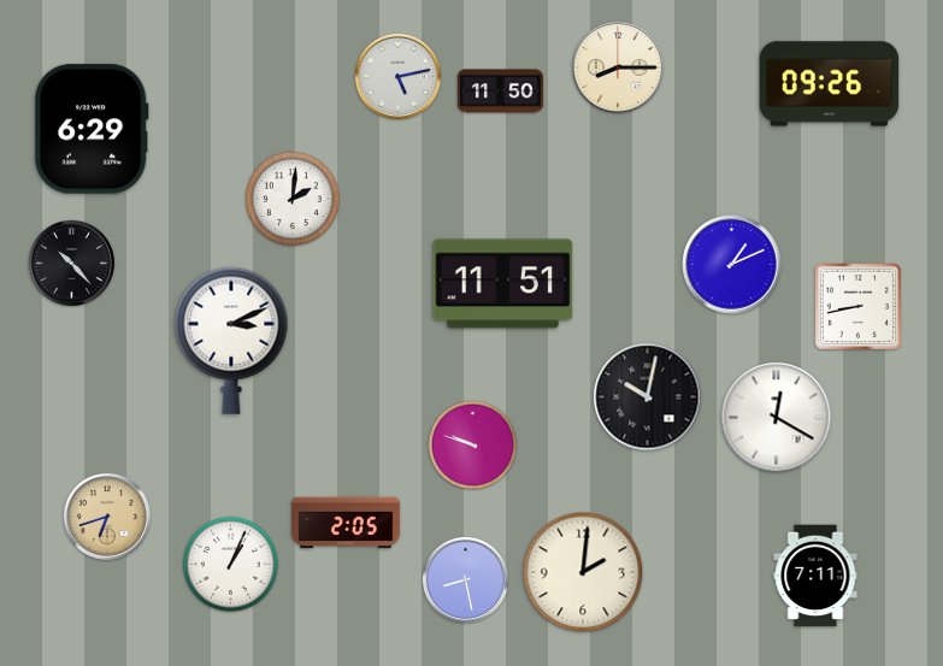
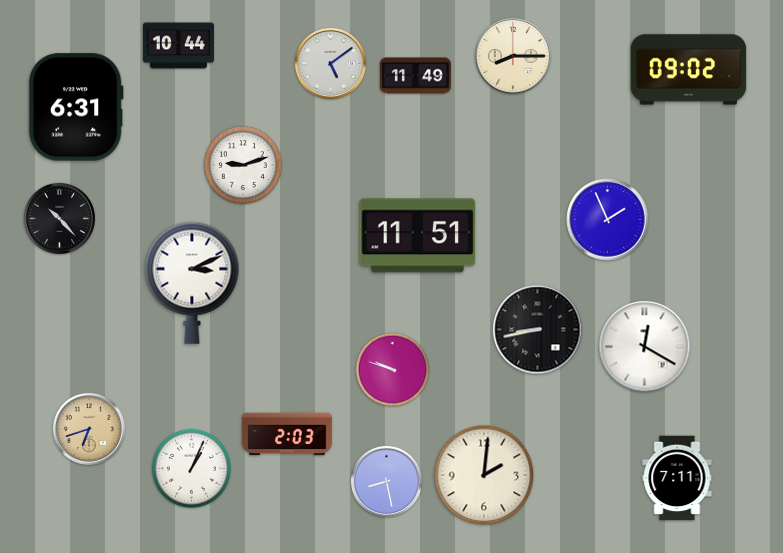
clock at (178, 46): none -> 10:44
clock at (397, 76): 5:13 -> 5:09
clock at (830, 84): 09:26 -> 09:02
clock at (500, 92): 11:50 -> 11:49
clock at (92, 129): 6:29 -> 6:31
clock at (293, 199): 2:01 -> 9:12
clock at (732, 265): 1:11 -> 1:56
clock at (857, 306): 8:43 -> none
clock at (648, 397): 10:02 -> 8:43
clock at (346, 523): 2:05 -> 2:03
